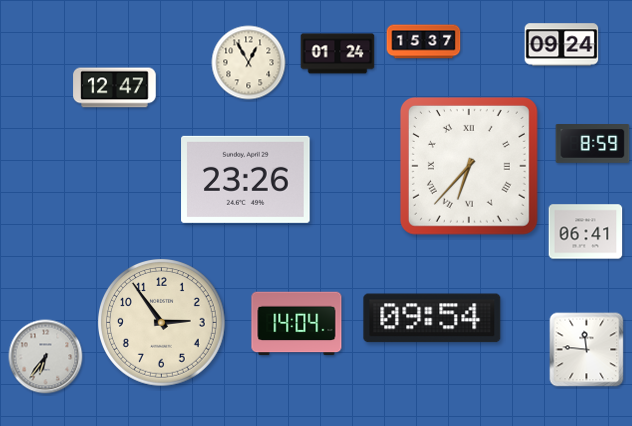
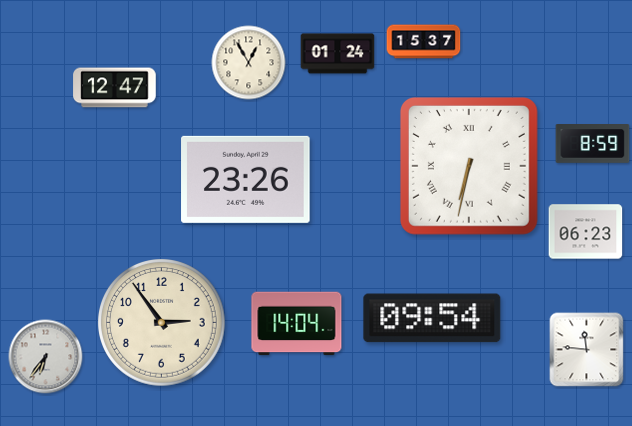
clock at (562, 45): 09:24 -> none
clock at (469, 166): 6:37 -> 6:32
clock at (586, 232): 06:41 -> 06:23
